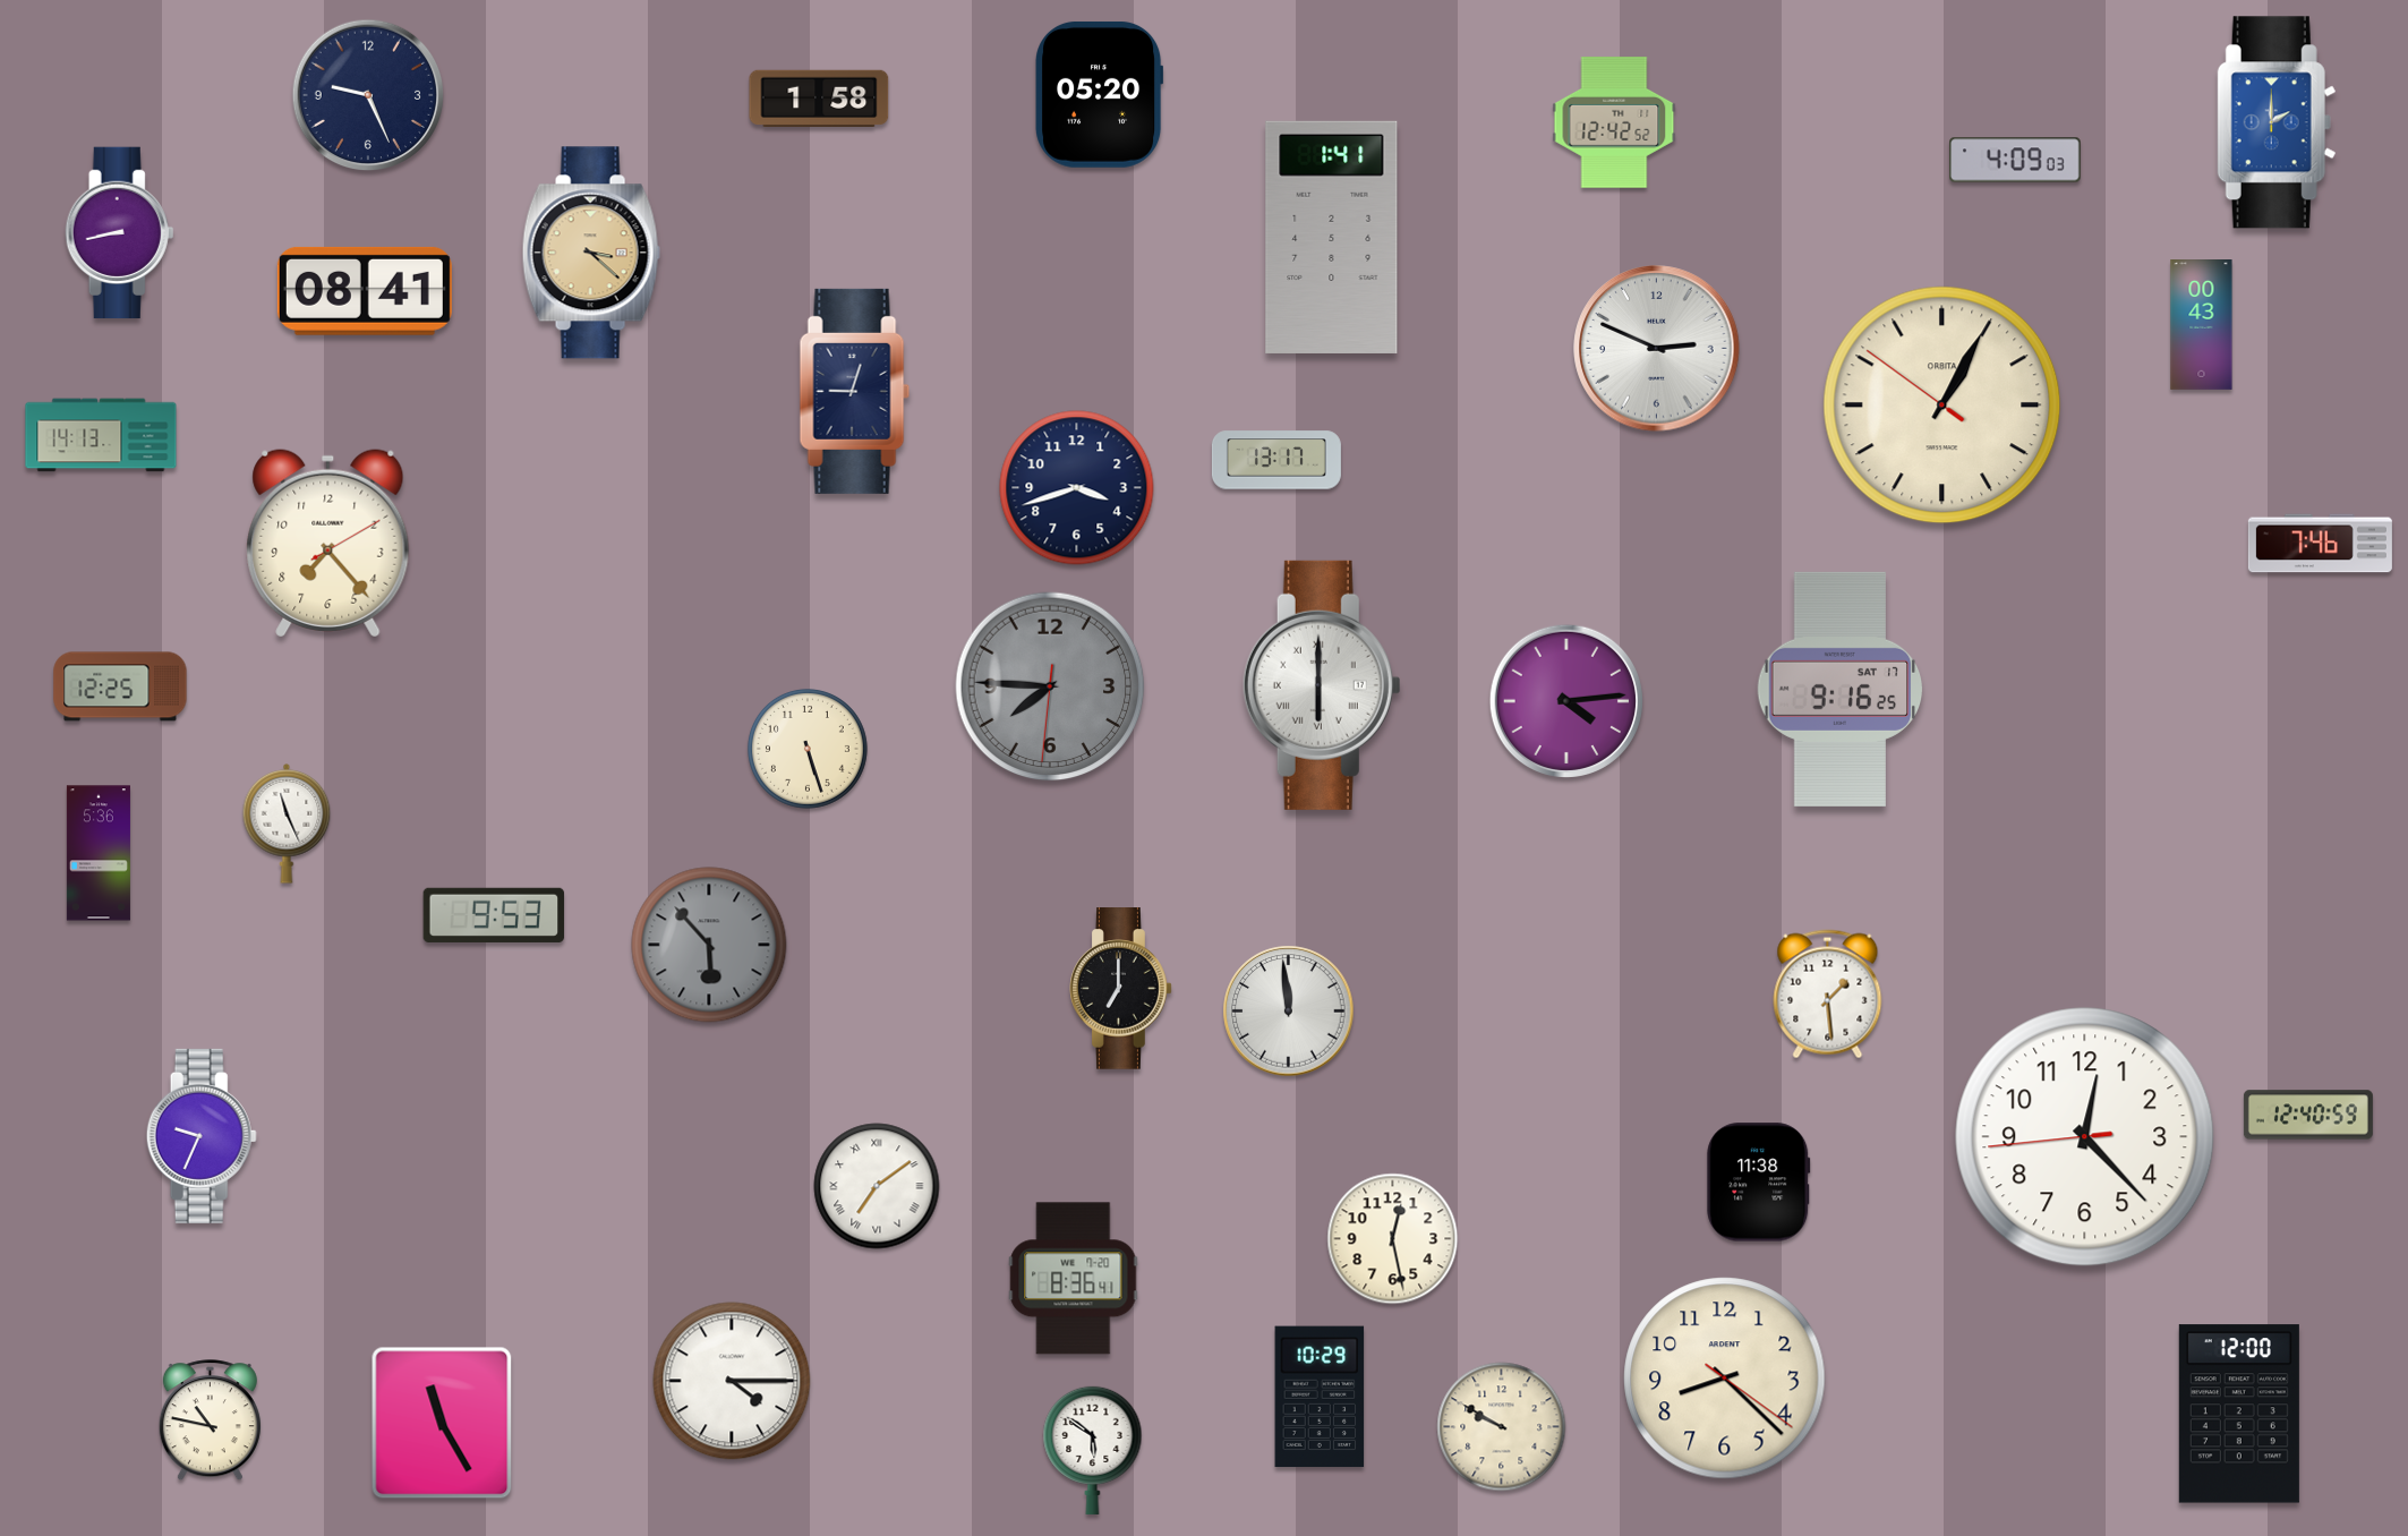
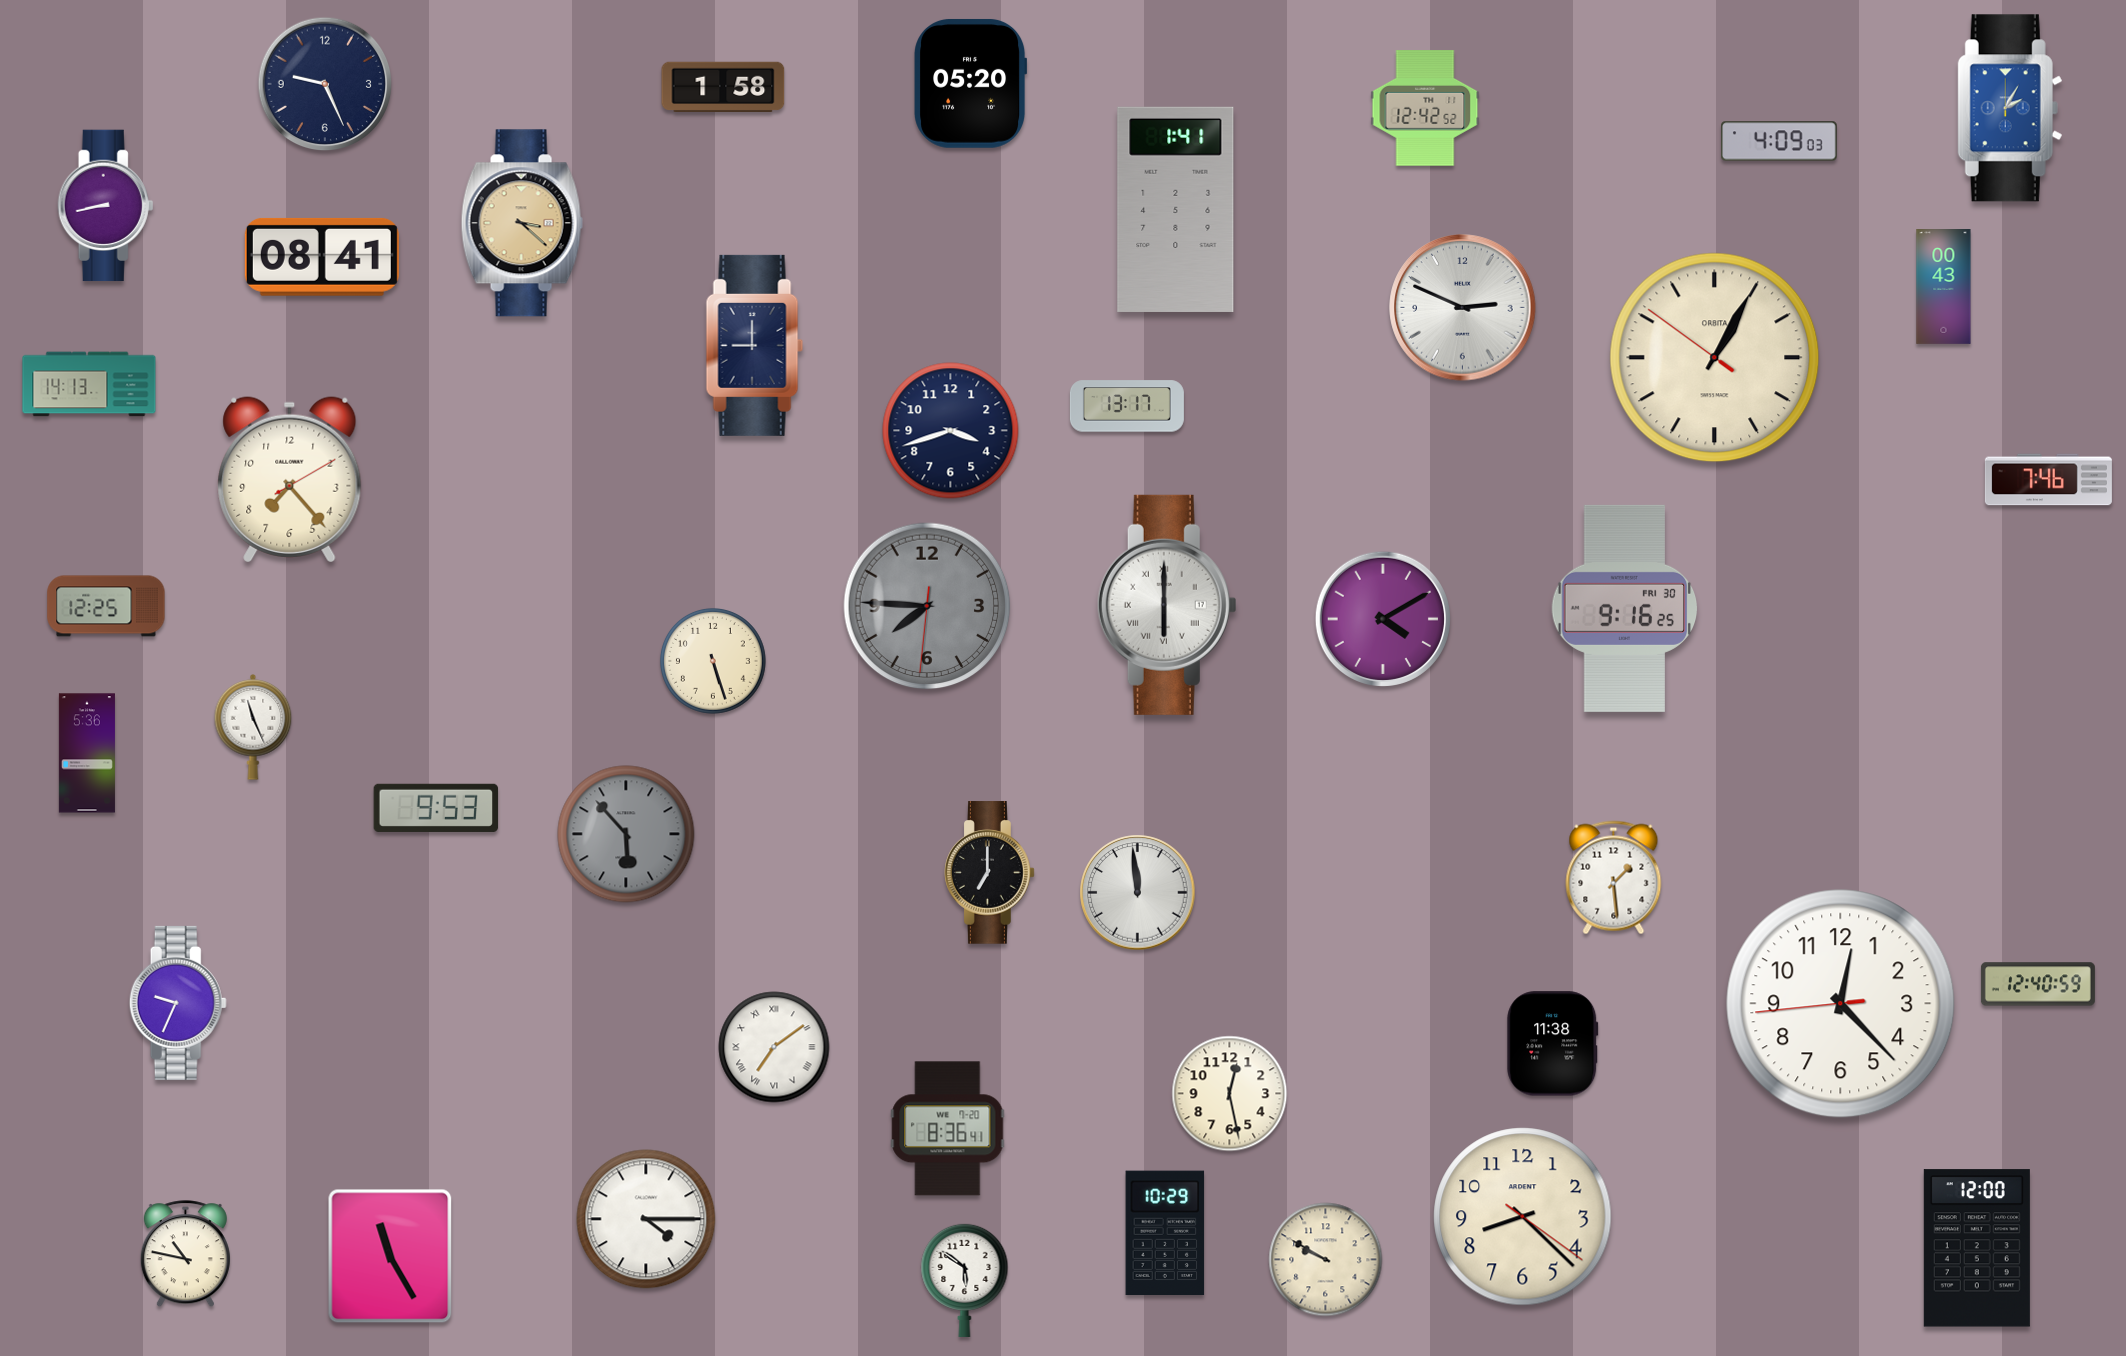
clock at (2277, 122): 2:00 -> 2:05
clock at (855, 391): 9:03 -> 9:00
clock at (1841, 689) date: SAT 17 -> FRI 30
clock at (1566, 701): 4:14 -> 4:10
